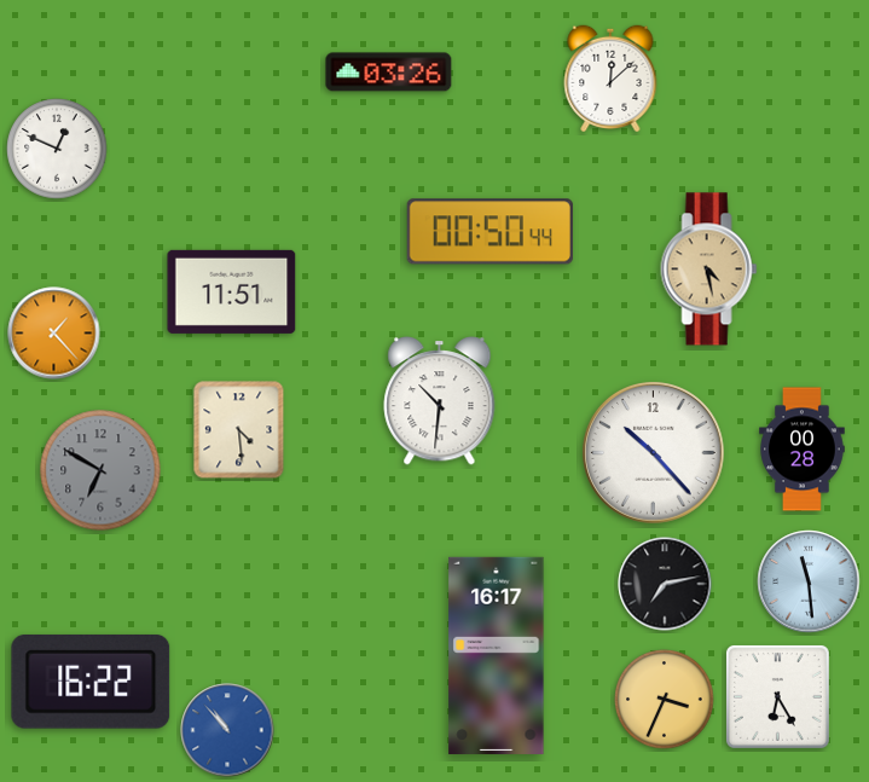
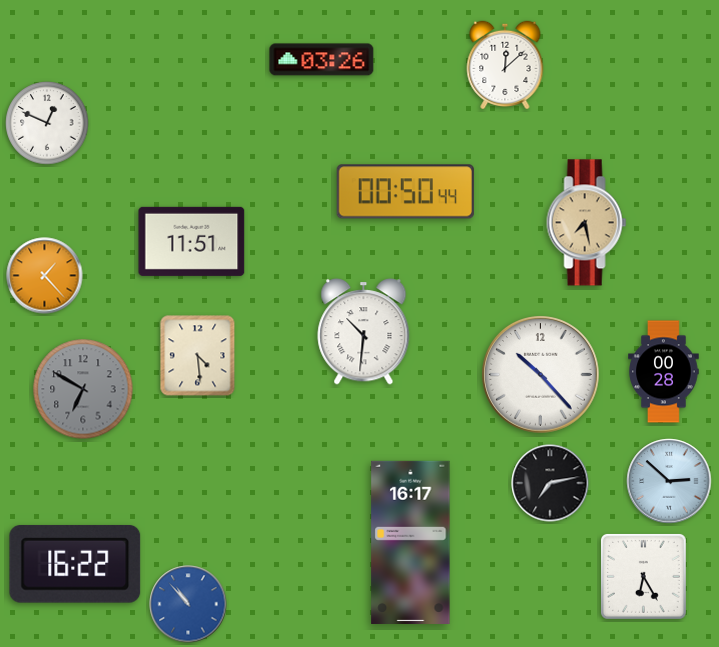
clock at (709, 270): 4:28 -> 7:28
clock at (809, 581): 11:29 -> 2:52
clock at (665, 700): 3:34 -> none
